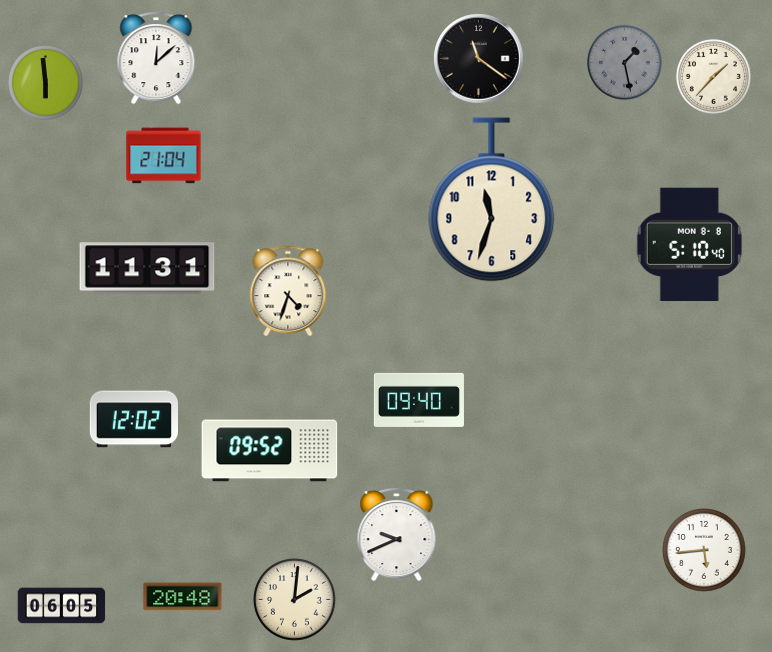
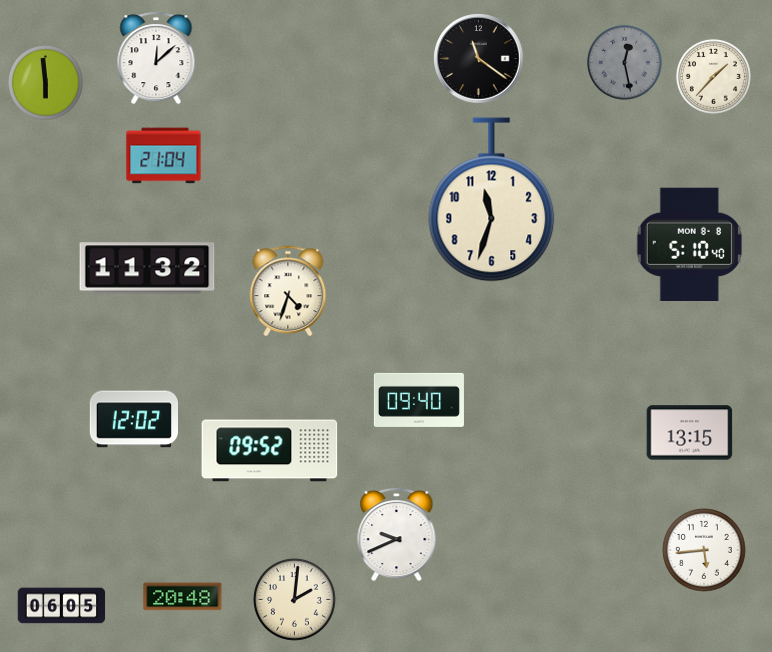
clock at (624, 62): 1:28 -> 12:28
clock at (147, 268): 11:31 -> 11:32
clock at (690, 433): none -> 13:15
